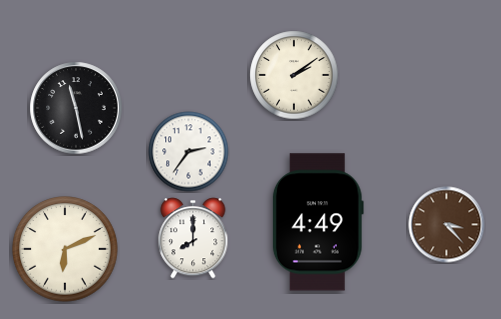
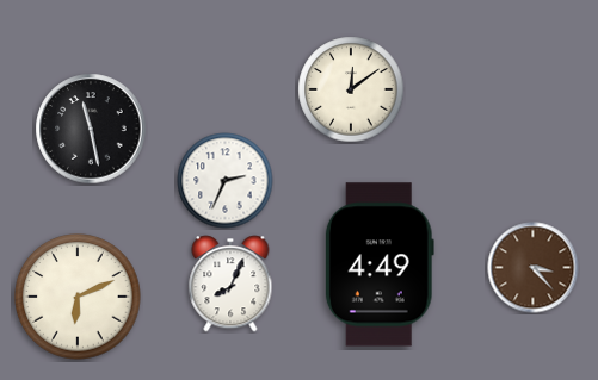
clock at (294, 75): 2:09 -> 12:09
clock at (189, 152): 2:36 -> 2:34
clock at (193, 238): 8:00 -> 8:04
